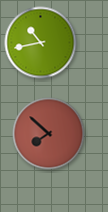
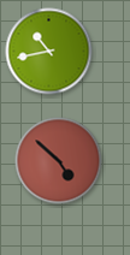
clock at (49, 134): 7:52 -> 4:52
